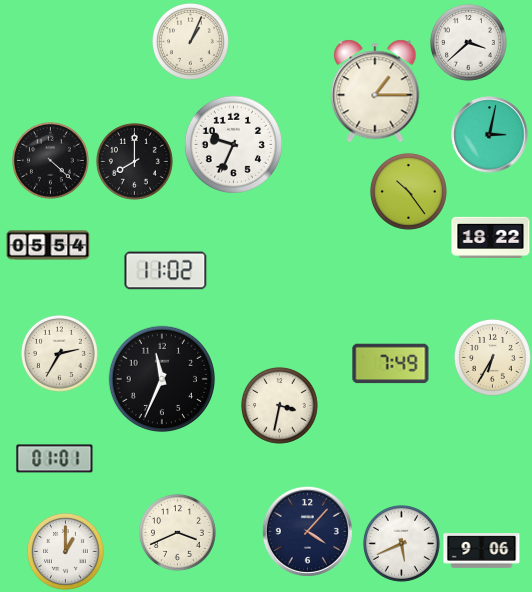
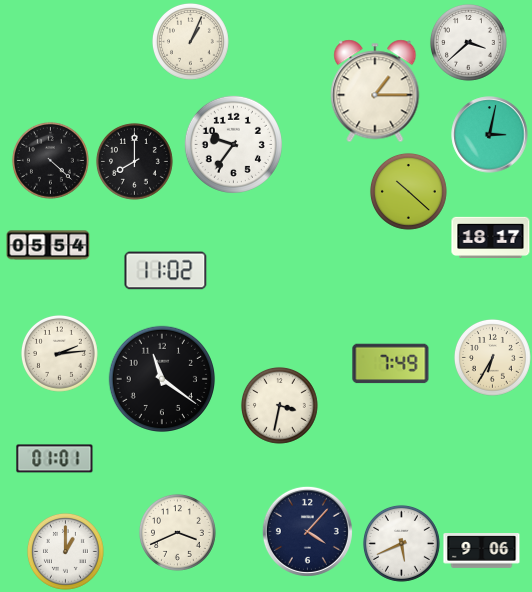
clock at (233, 144): 9:34 -> 9:36
clock at (409, 192): 10:24 -> 10:22
clock at (491, 238): 18:22 -> 18:17
clock at (60, 354): 2:35 -> 2:14
clock at (161, 378): 11:34 -> 11:21
